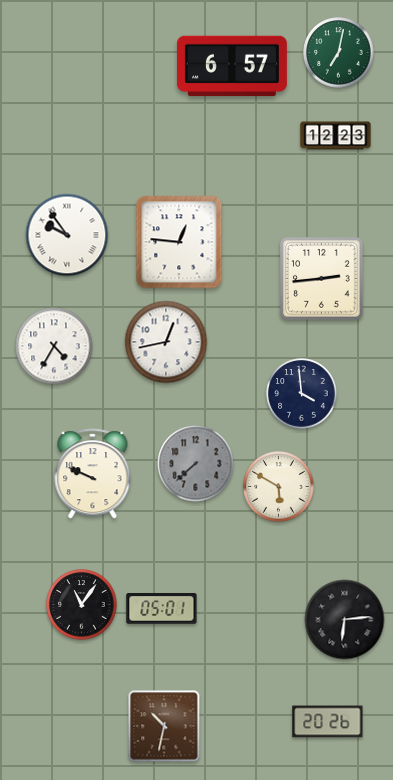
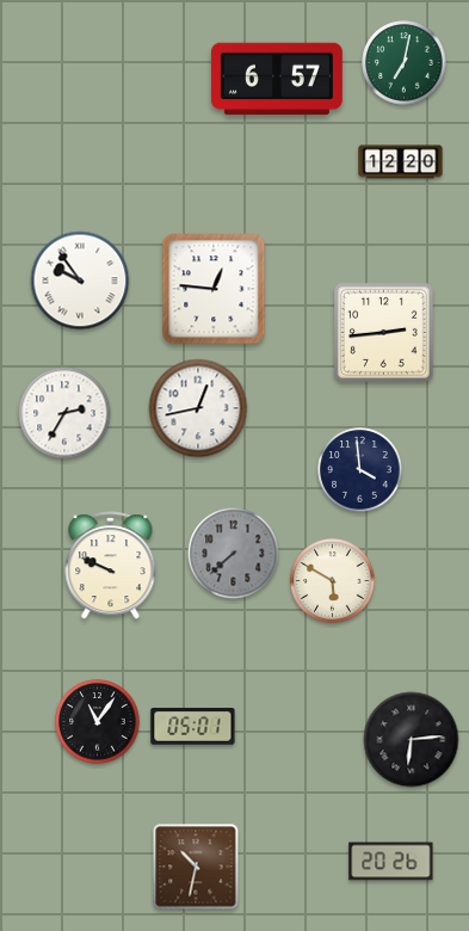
clock at (336, 136): 12:23 -> 12:20
clock at (54, 346): 4:35 -> 2:35
